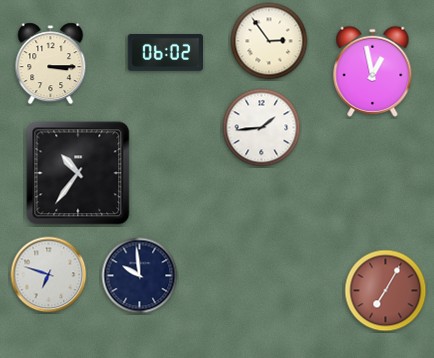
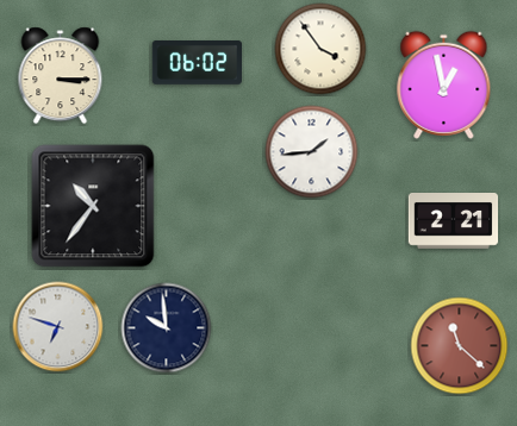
clock at (269, 41): 2:54 -> 3:54
clock at (454, 221): none -> 2:21
clock at (386, 291): 7:05 -> 11:22
